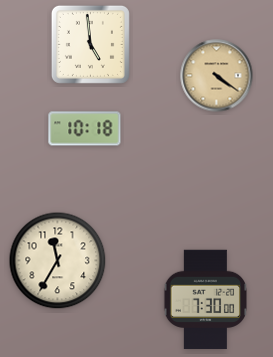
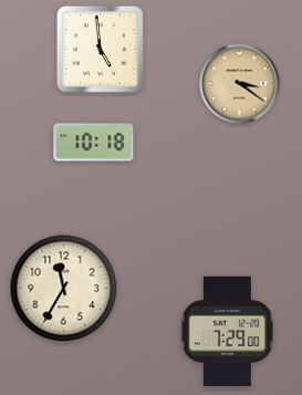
clock at (217, 76): 4:21 -> 3:21
clock at (205, 300): 7:30 -> 7:29
